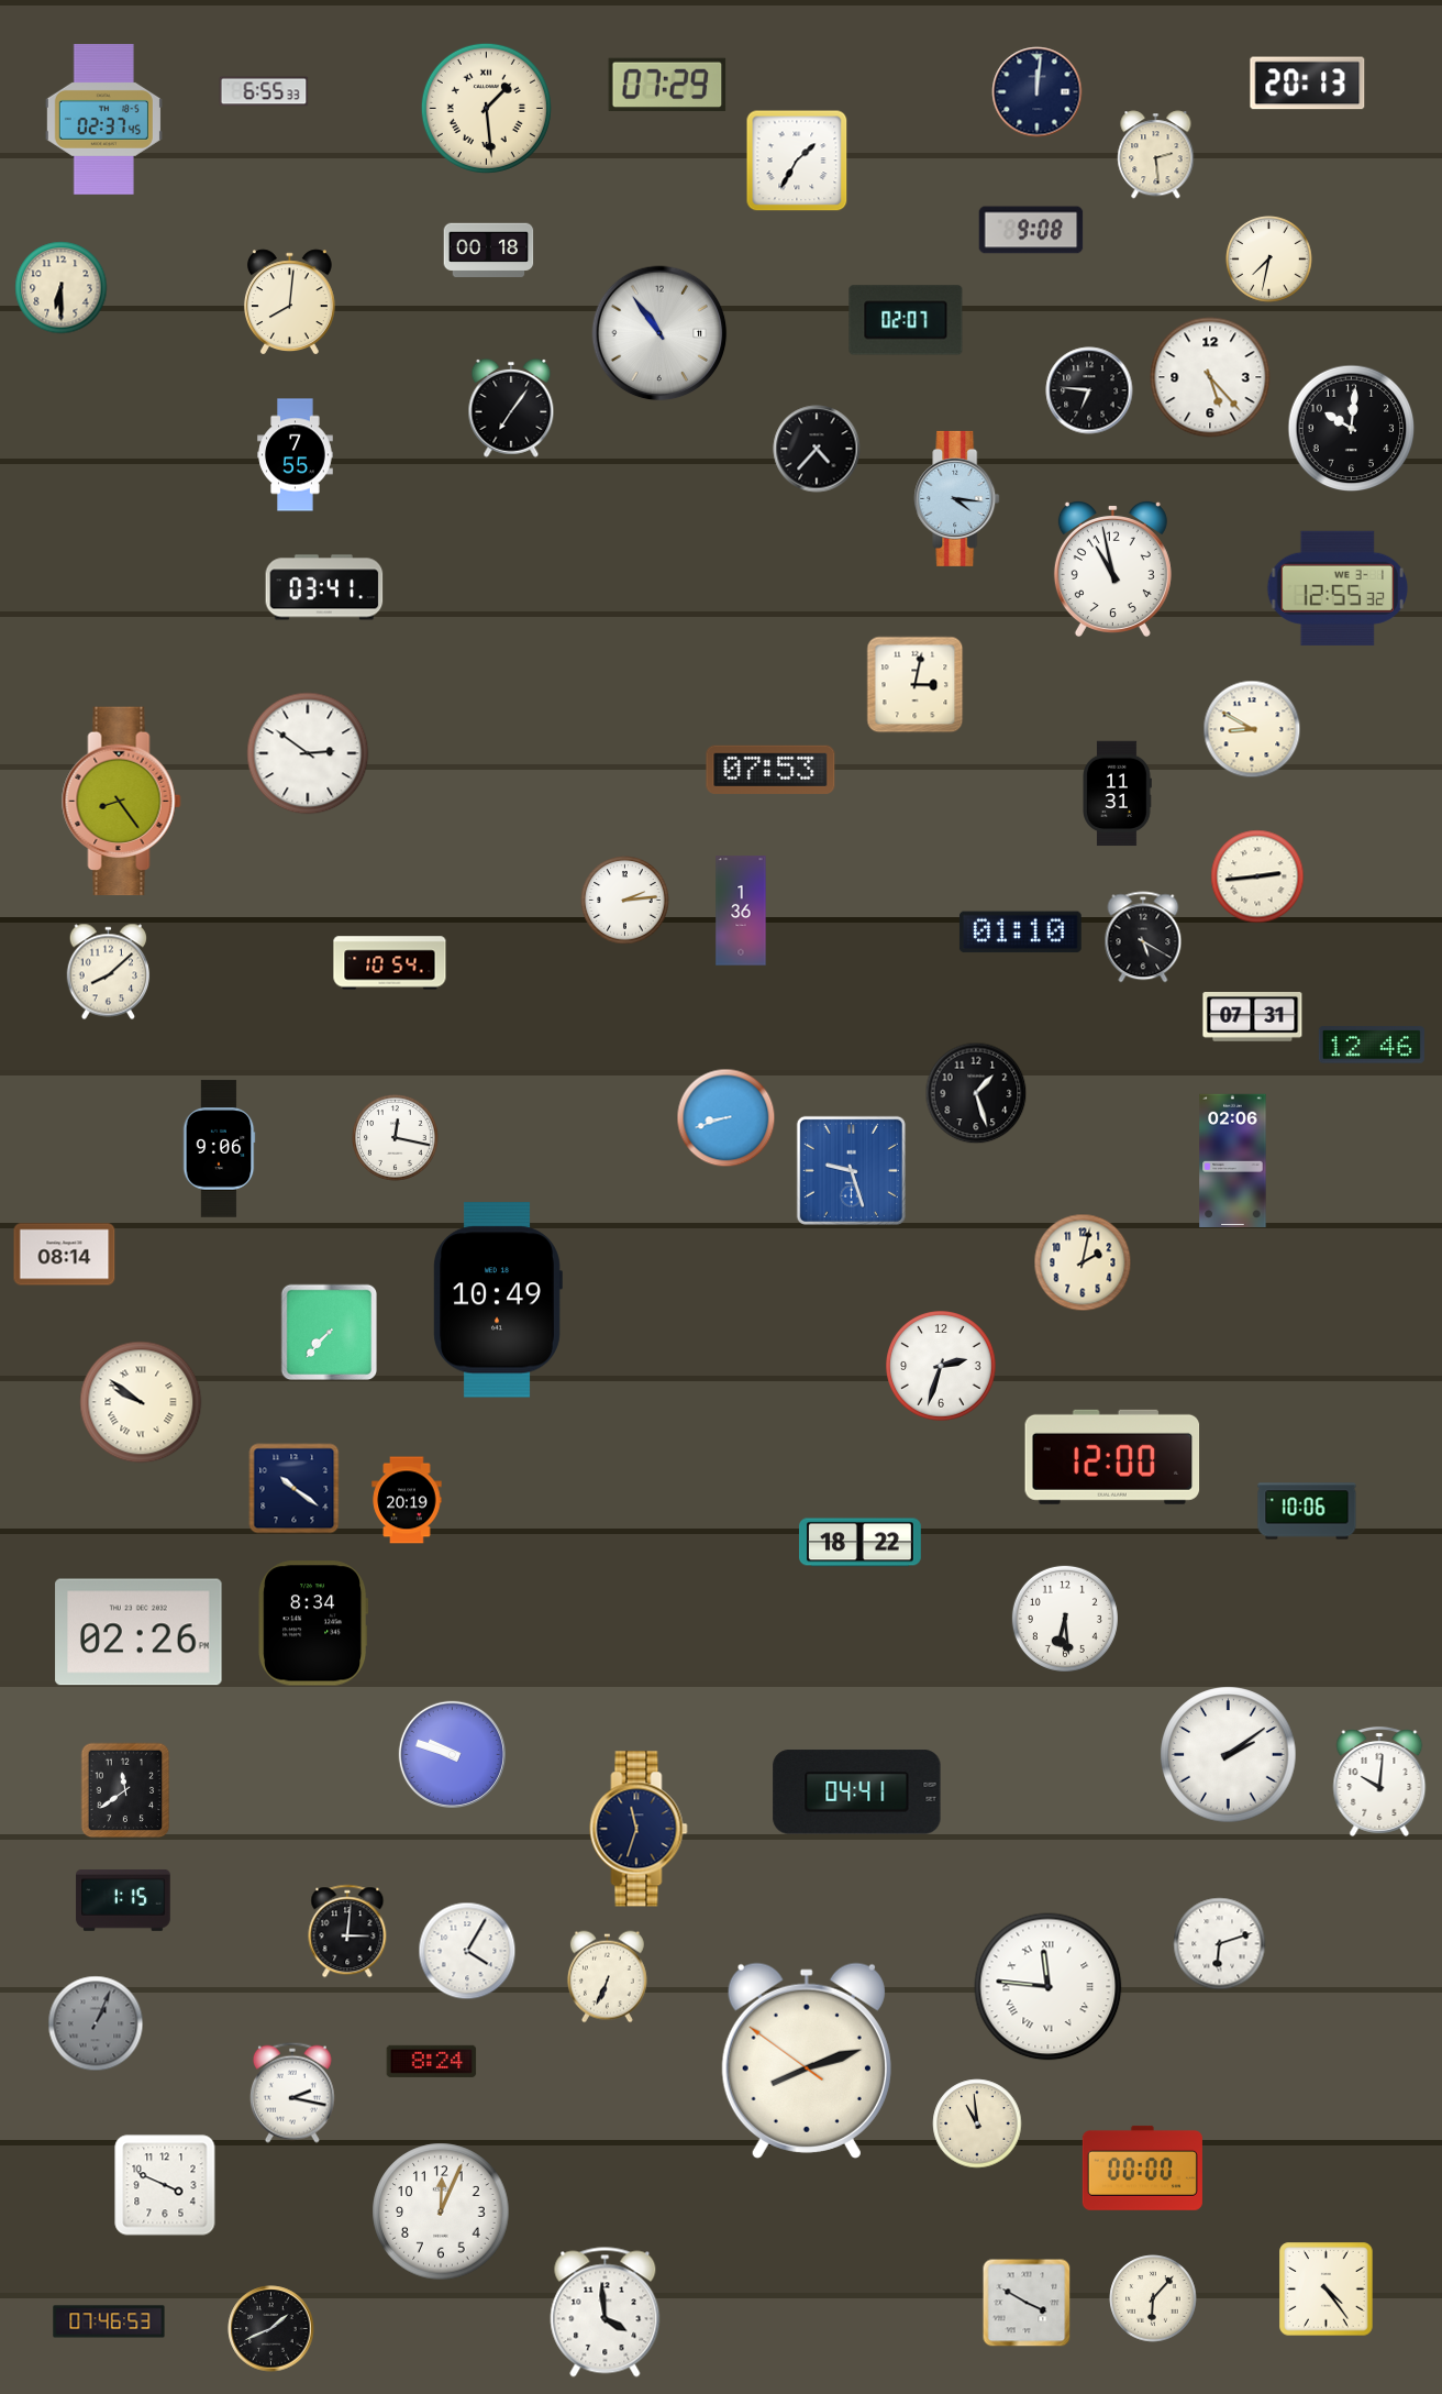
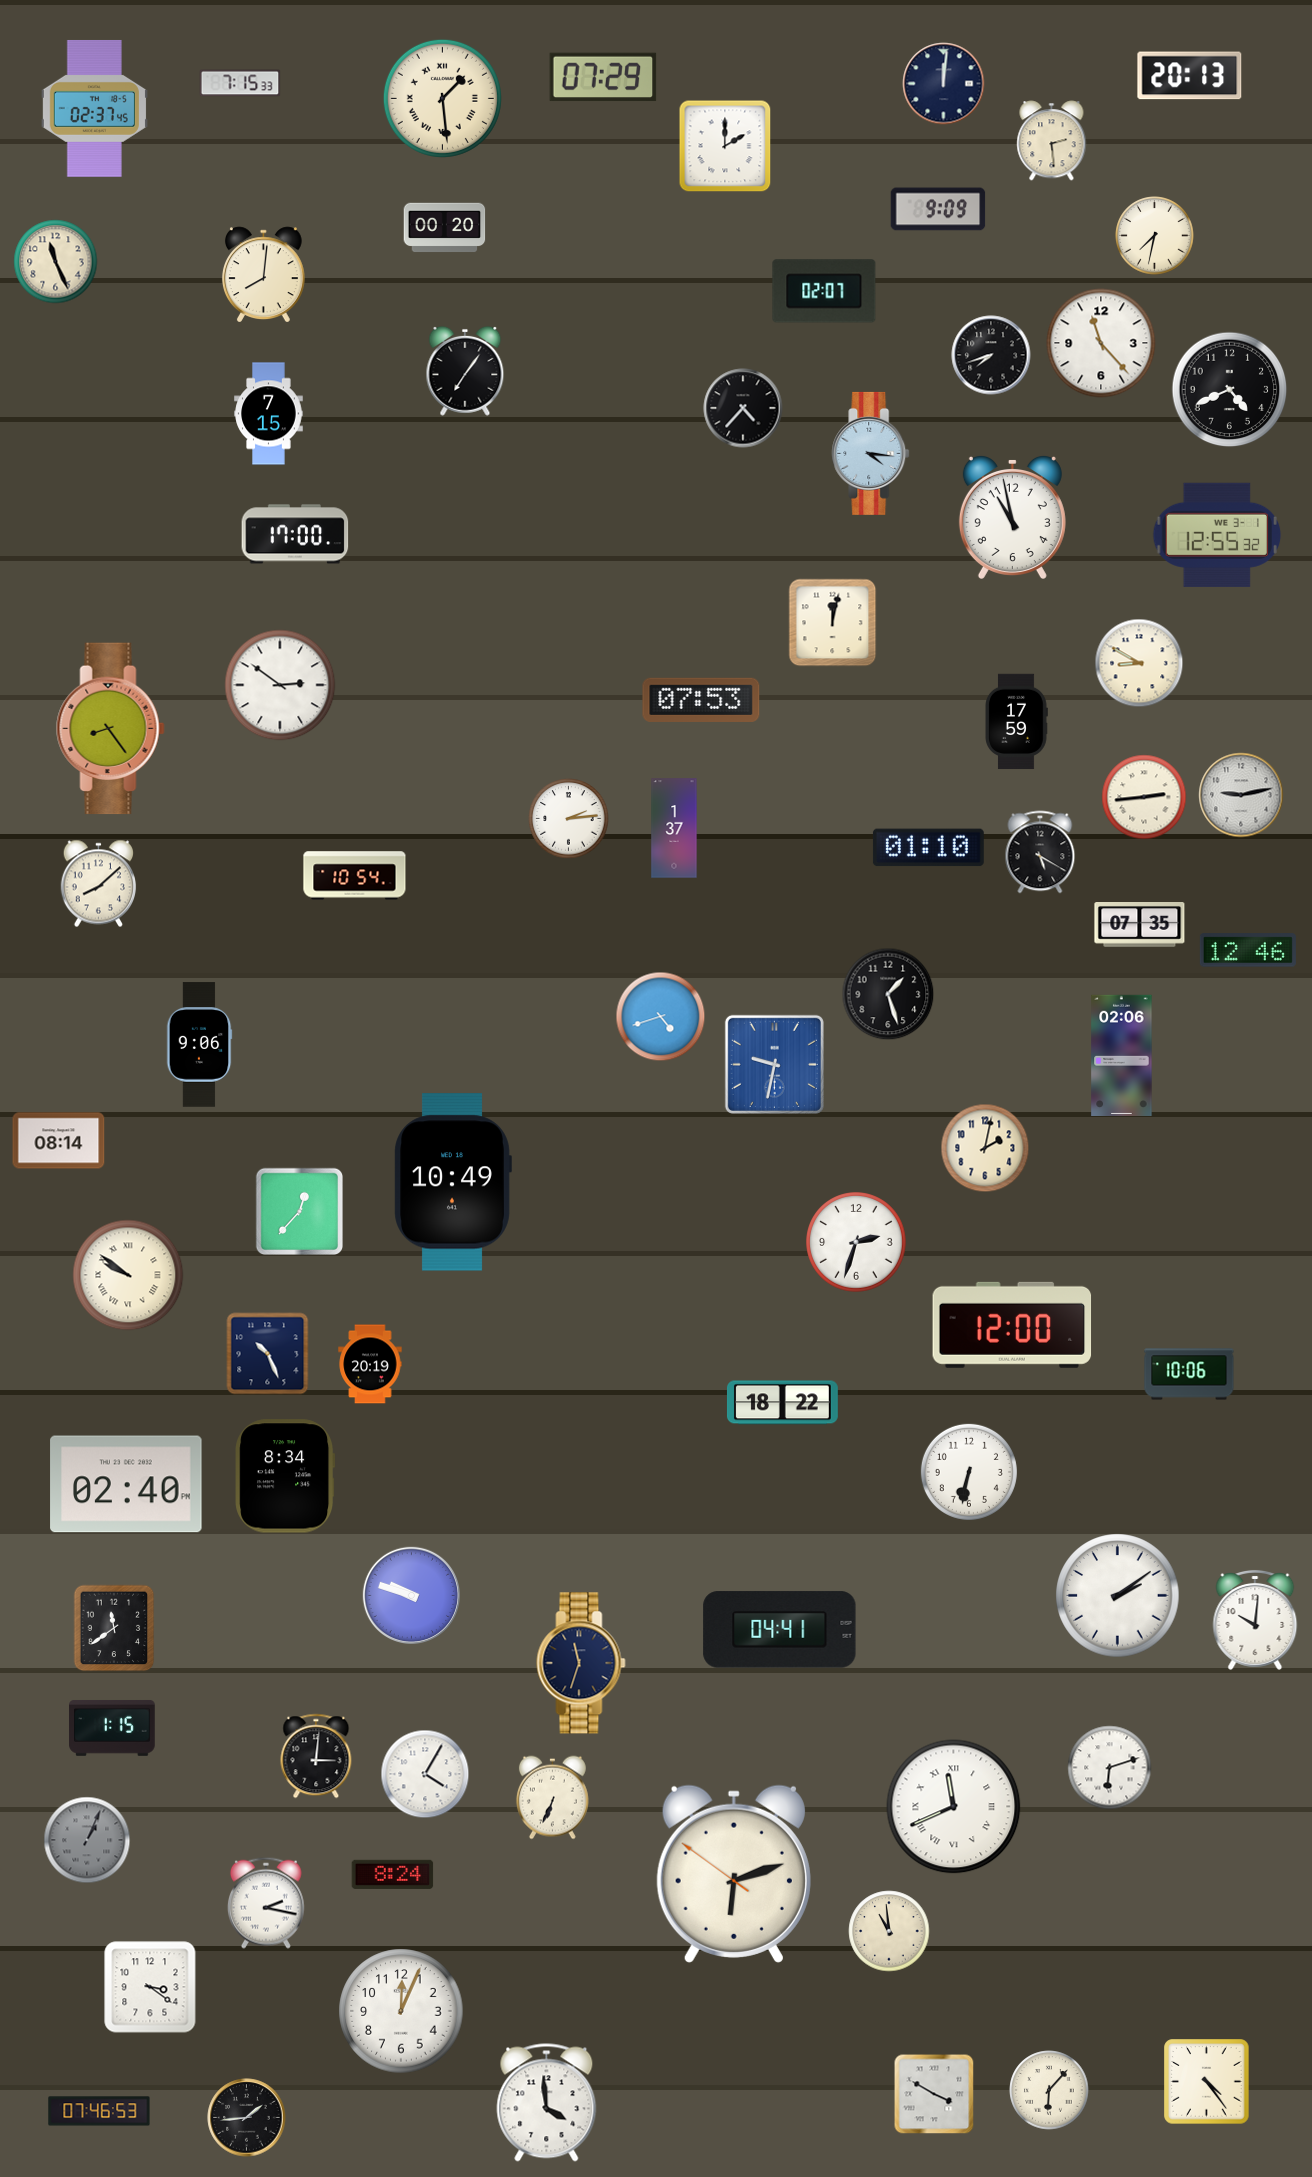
clock at (667, 85) position: (667, 85) -> (603, 77)
clock at (264, 91): 6:55 -> 7:15
clock at (797, 161): 1:35 -> 2:00
clock at (1031, 230): 9:08 -> 9:09
clock at (489, 251): 00:18 -> 00:20
clock at (62, 288): 6:30 -> 11:26
clock at (659, 333): 10:54 -> none
clock at (1210, 377): 5:23 -> 11:23
clock at (1089, 390): 6:46 -> 7:42
clock at (1352, 429): 10:01 -> 4:41
clock at (296, 455): 7:55 -> 7:15
clock at (324, 587): 03:41 -> 17:00
clock at (916, 685): 3:02 -> 12:02
clock at (1117, 794): 11:31 -> 17:59
clock at (1241, 795): none -> 9:13
clock at (741, 911): 1:36 -> 1:37
clock at (1253, 1017): 07:31 -> 07:35
clock at (726, 1118): 8:42 -> 4:42
clock at (396, 1138): 12:17 -> none
clock at (851, 1170): 9:27 -> 9:32
clock at (329, 1332): 7:37 -> 12:37
clock at (295, 1489): 10:21 -> 10:26
clock at (1065, 1619): 6:29 -> 6:32
clock at (138, 1632): 02:26 -> 02:40
clock at (1049, 1987): 11:46 -> 11:41
clock at (807, 2061): 8:11 -> 6:11
clock at (1142, 2167): 00:00 -> none
clock at (165, 2185): 3:49 -> 3:21
clock at (606, 2313) position: (606, 2313) -> (547, 2103)
clock at (271, 2329): 1:41 -> 1:44
